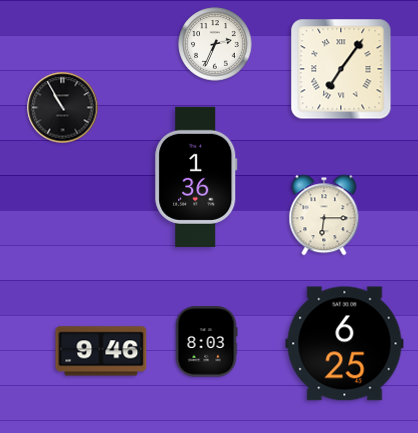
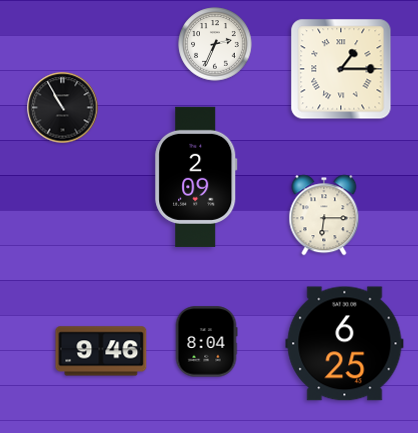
clock at (341, 69): 7:06 -> 1:15
clock at (196, 177): 1:36 -> 2:09
clock at (206, 342): 8:03 -> 8:04
